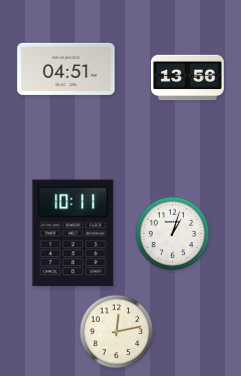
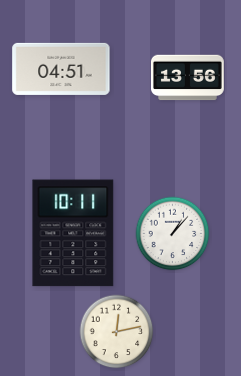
clock at (66, 69) position: (66, 69) -> (61, 69)
clock at (173, 234): 1:03 -> 1:07
